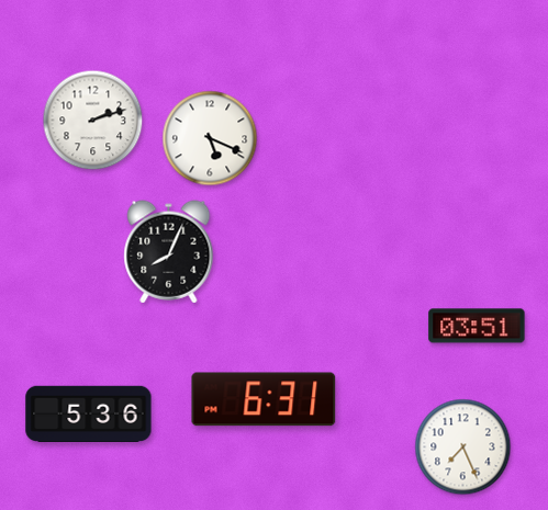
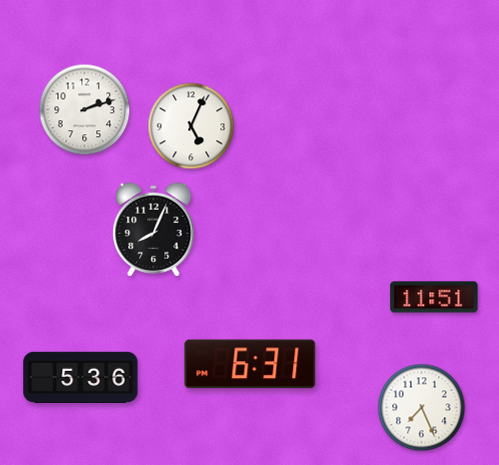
clock at (210, 138): 5:19 -> 5:04
clock at (477, 326): 03:51 -> 11:51
clock at (264, 399) position: (264, 399) -> (250, 364)
